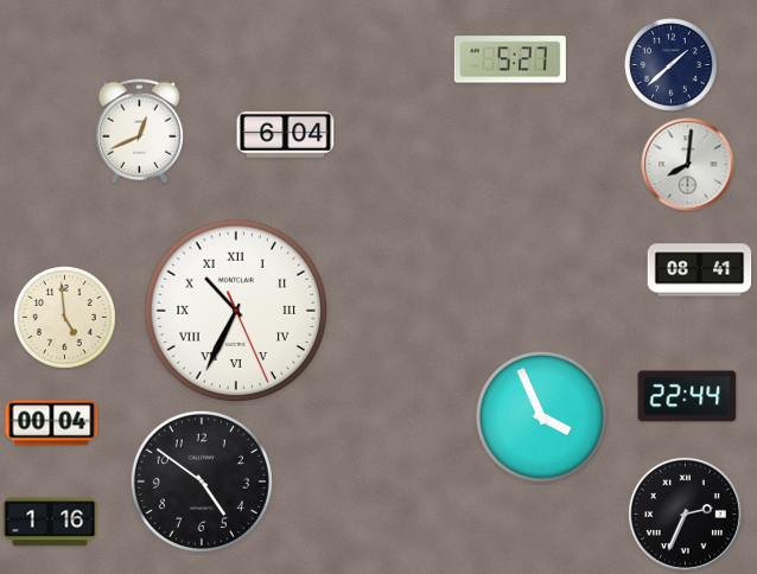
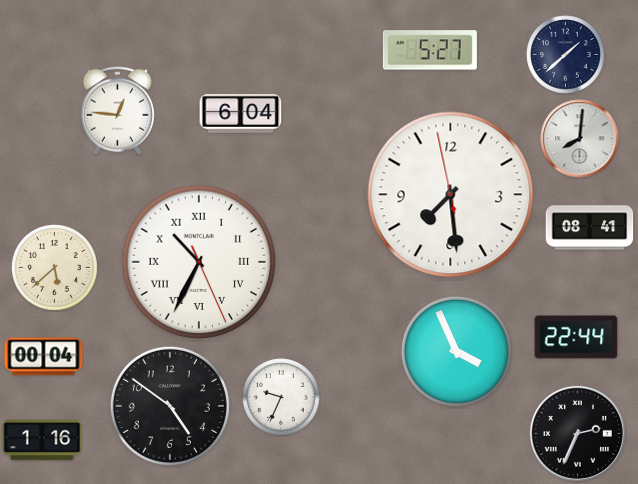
clock at (139, 132): 12:41 -> 12:46
clock at (451, 195): none -> 7:28
clock at (65, 318): 4:59 -> 5:38
clock at (687, 396) position: (687, 396) -> (576, 337)
clock at (281, 397): none -> 9:34
